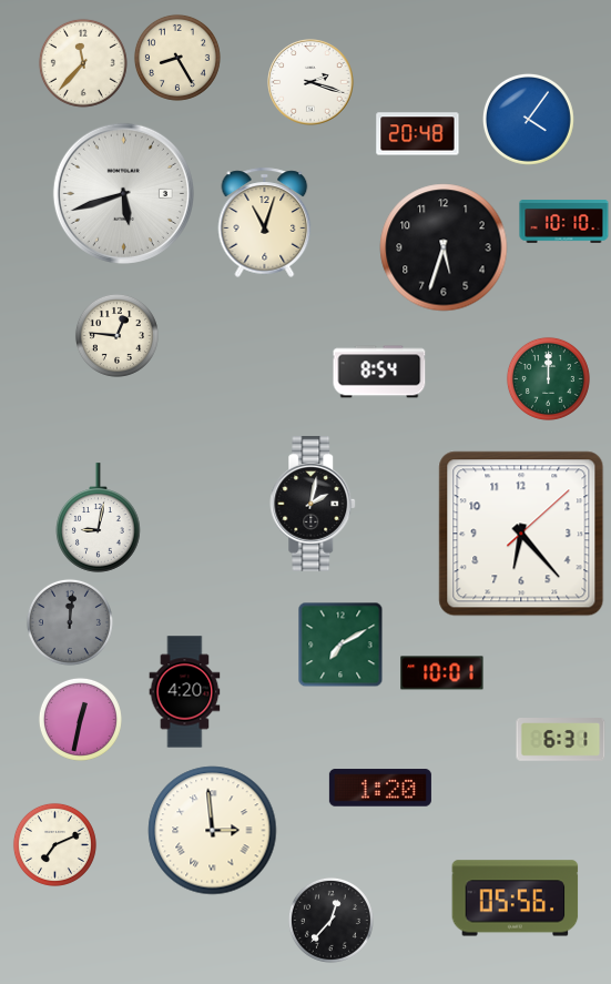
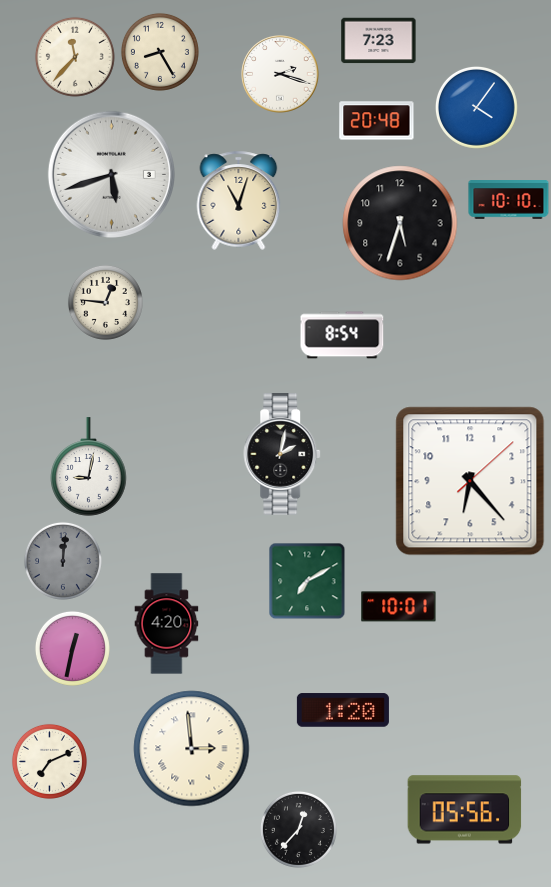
clock at (379, 41): none -> 7:23
clock at (548, 378): 12:00 -> none
clock at (561, 740): 6:31 -> none
